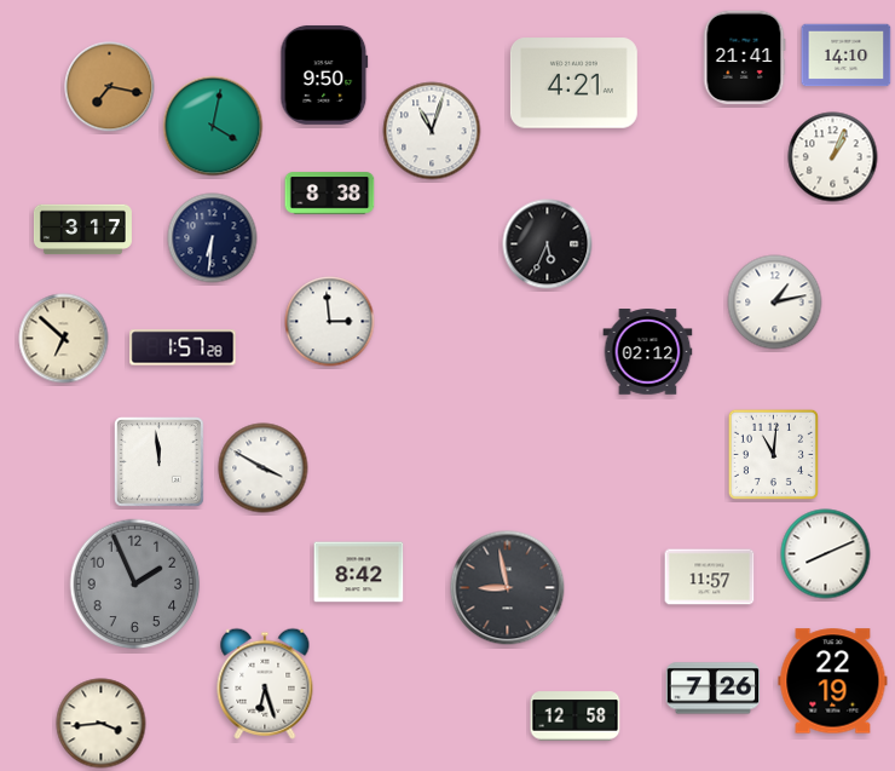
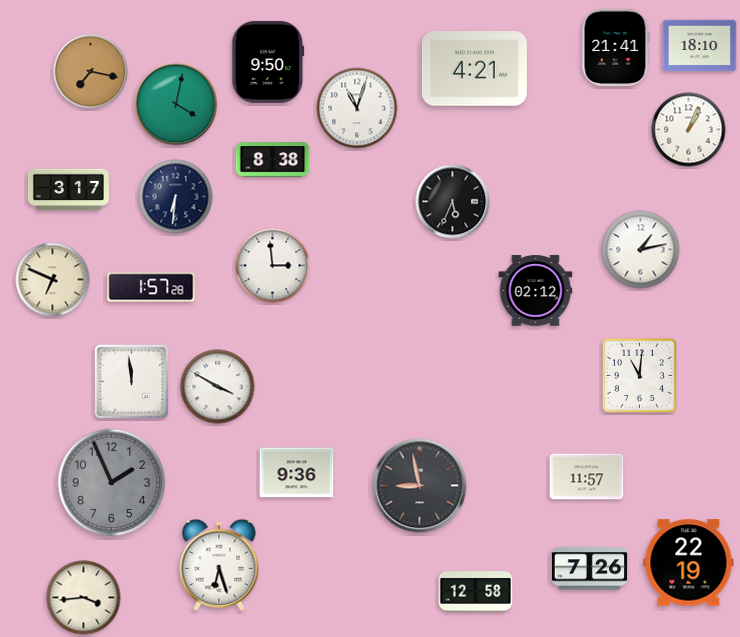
clock at (847, 56): 14:10 -> 18:10
clock at (64, 339): 6:52 -> 6:49
clock at (826, 554): 8:11 -> none
clock at (359, 573): 8:42 -> 9:36
